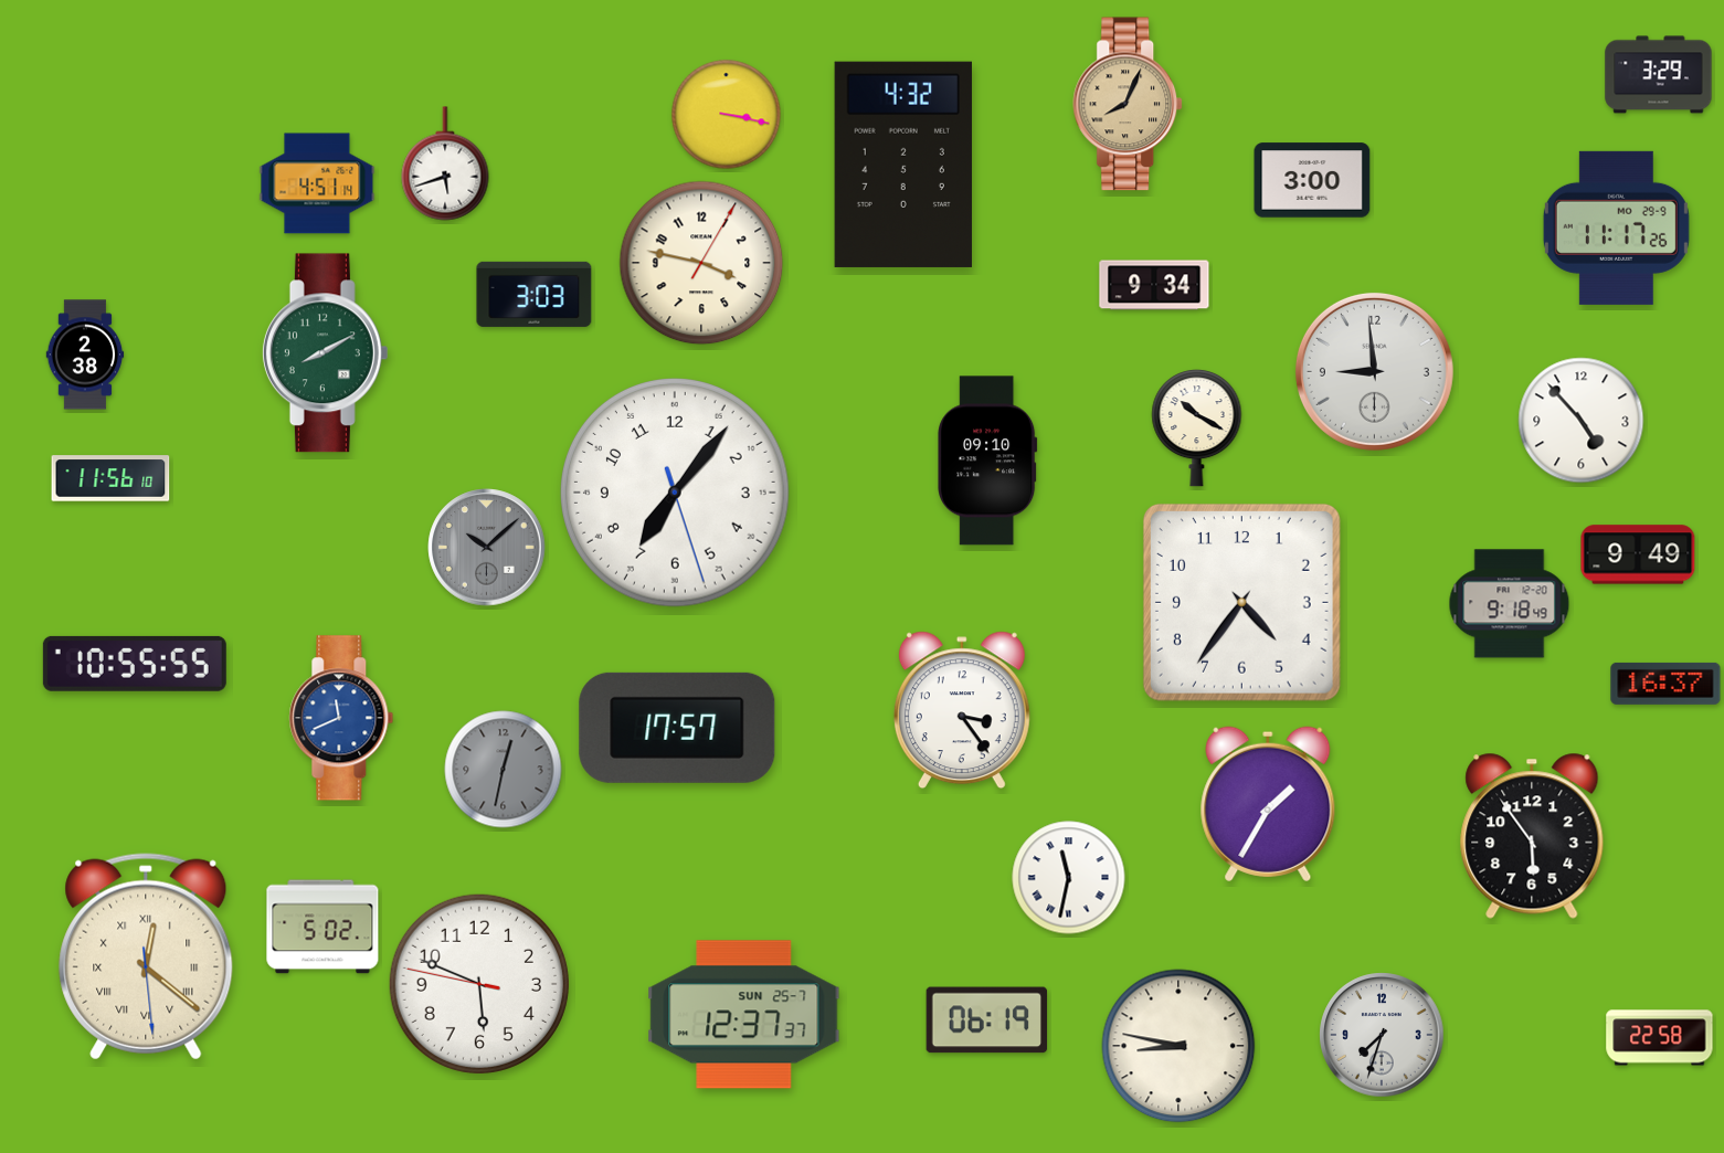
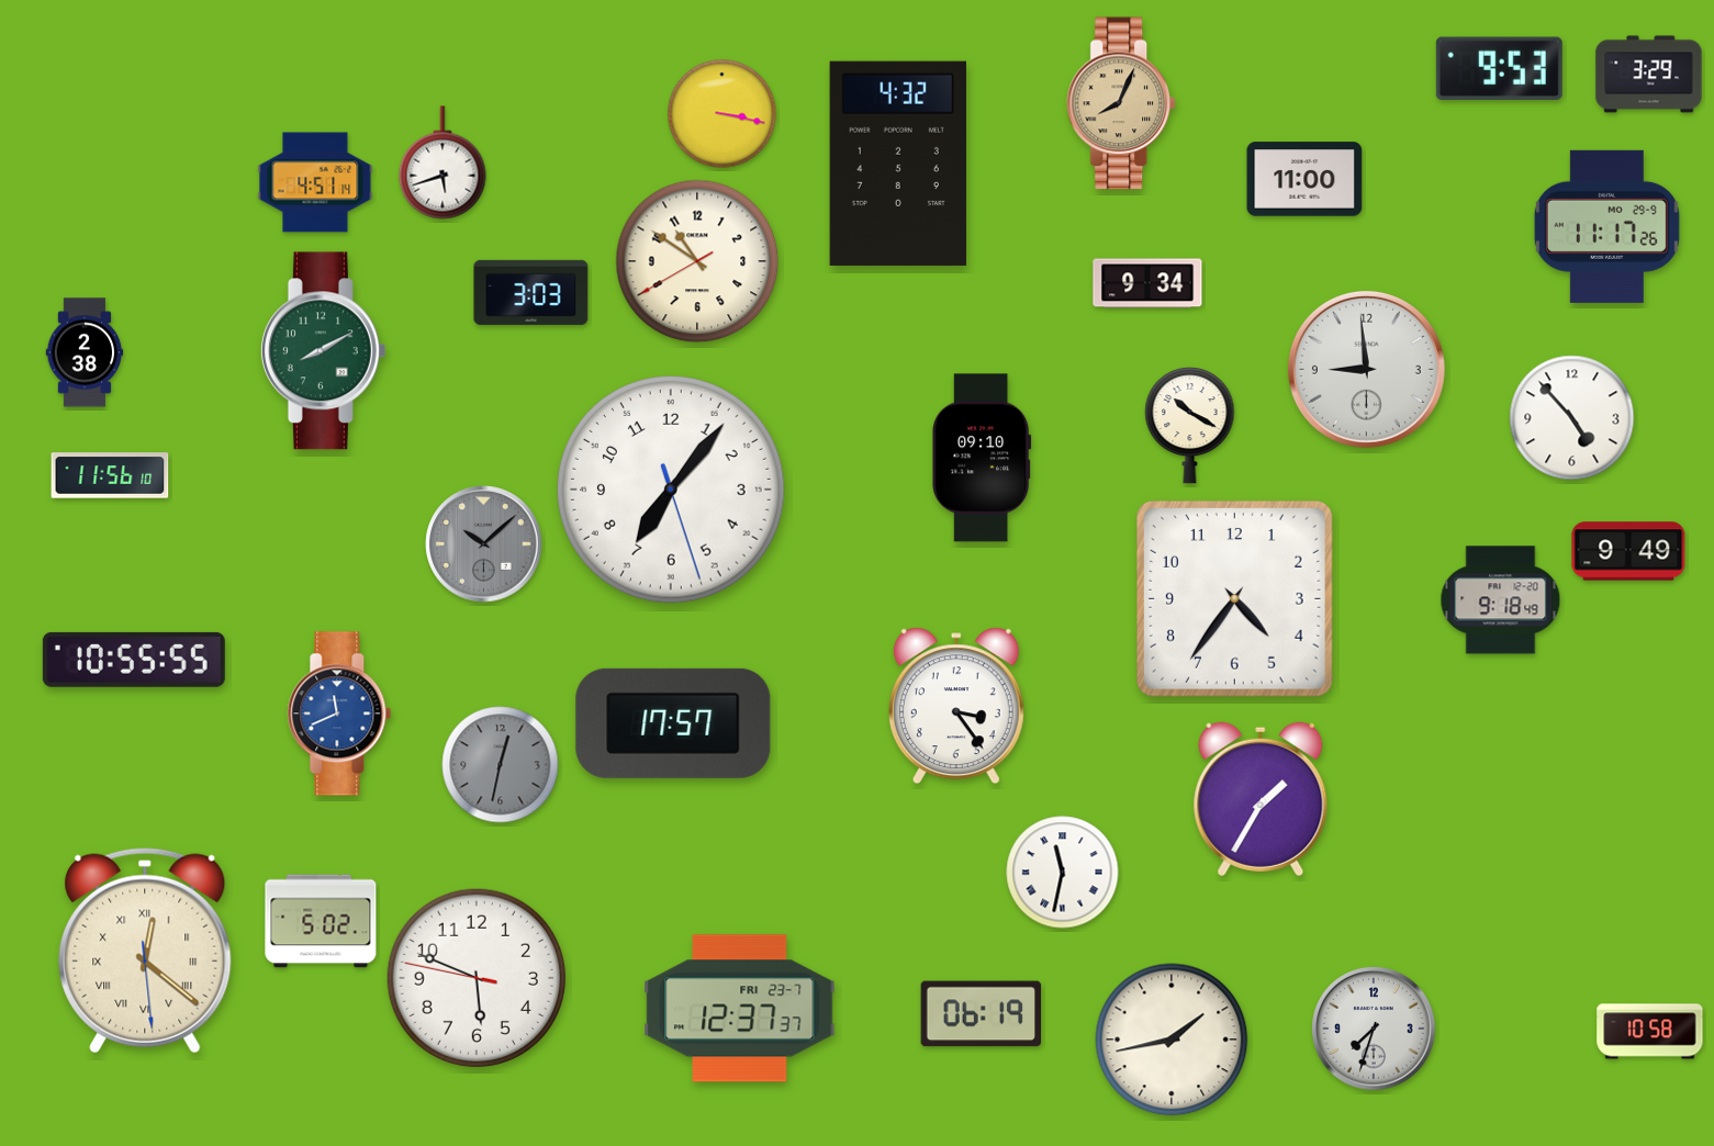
clock at (1499, 69): none -> 9:53
clock at (1312, 180): 3:00 -> 11:00
clock at (701, 263): 3:47 -> 10:50
clock at (1665, 684): 16:37 -> none
clock at (1532, 836): 5:54 -> none
clock at (744, 1015) date: SUN 25-7 -> FRI 23-7
clock at (1660, 1038): 22:58 -> 10:58
clock at (1178, 1046): 8:47 -> 1:43
